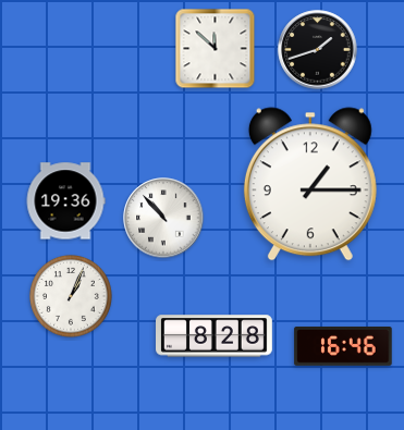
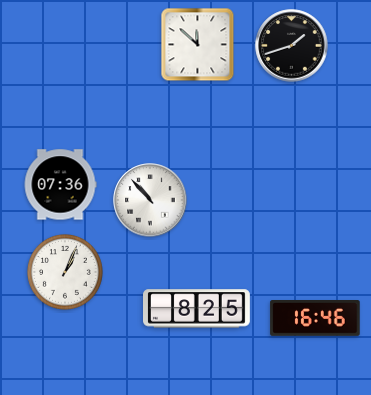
clock at (310, 184): 1:15 -> none
clock at (65, 201): 19:36 -> 07:36
clock at (215, 336): 8:28 -> 8:25
